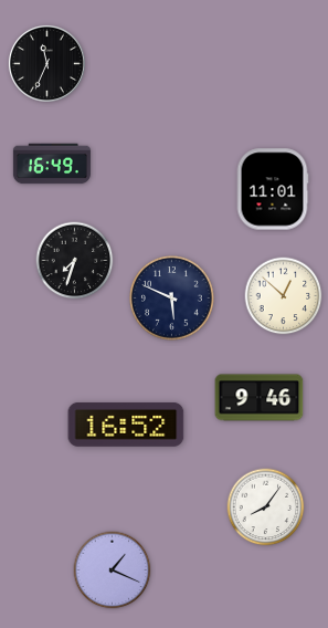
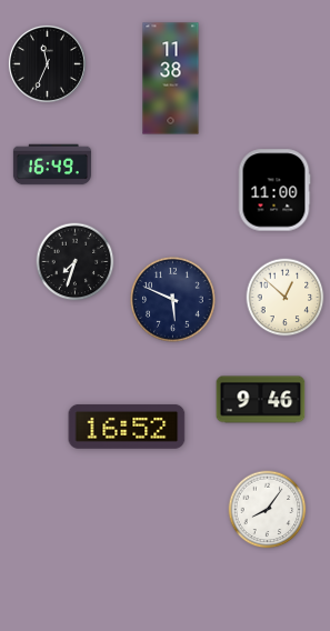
clock at (171, 79): none -> 11:38
clock at (273, 189): 11:01 -> 11:00
clock at (113, 571): 1:19 -> none
